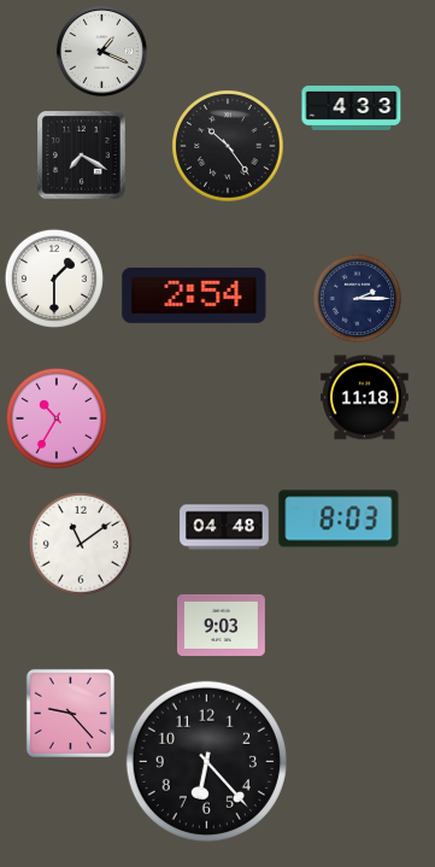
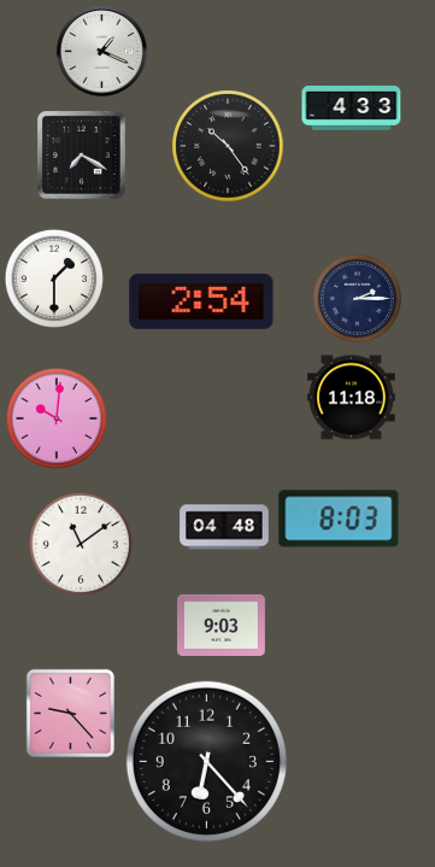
clock at (194, 295) position: (194, 295) -> (201, 301)
clock at (365, 398) position: (365, 398) -> (352, 398)
clock at (57, 418): 10:35 -> 10:01
